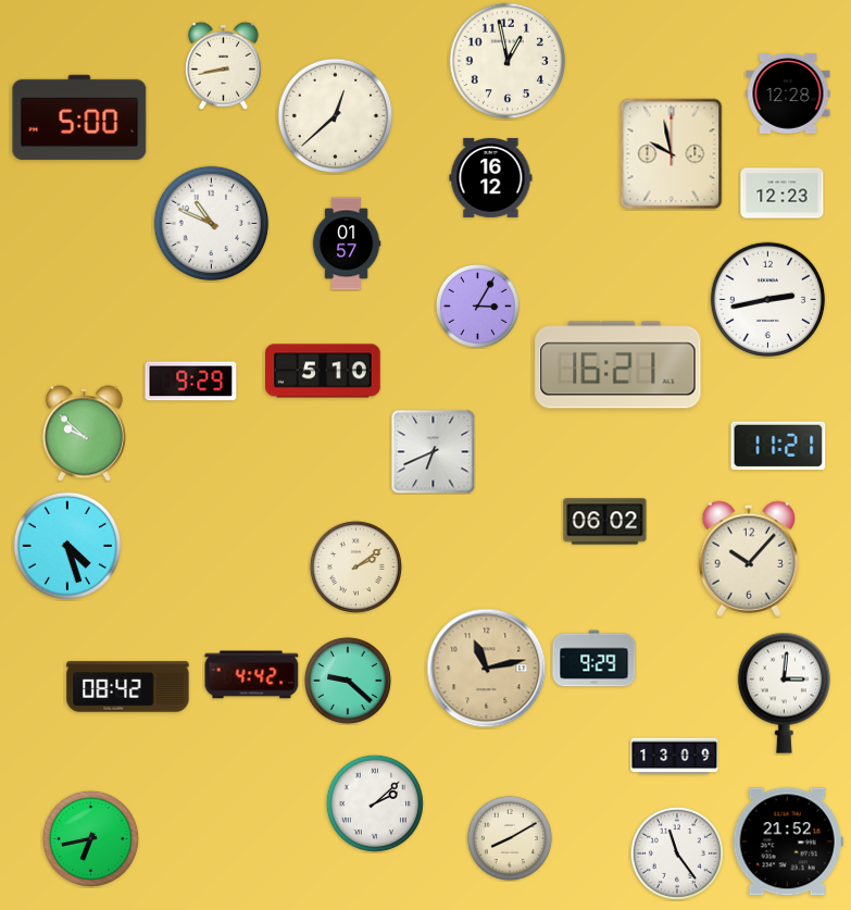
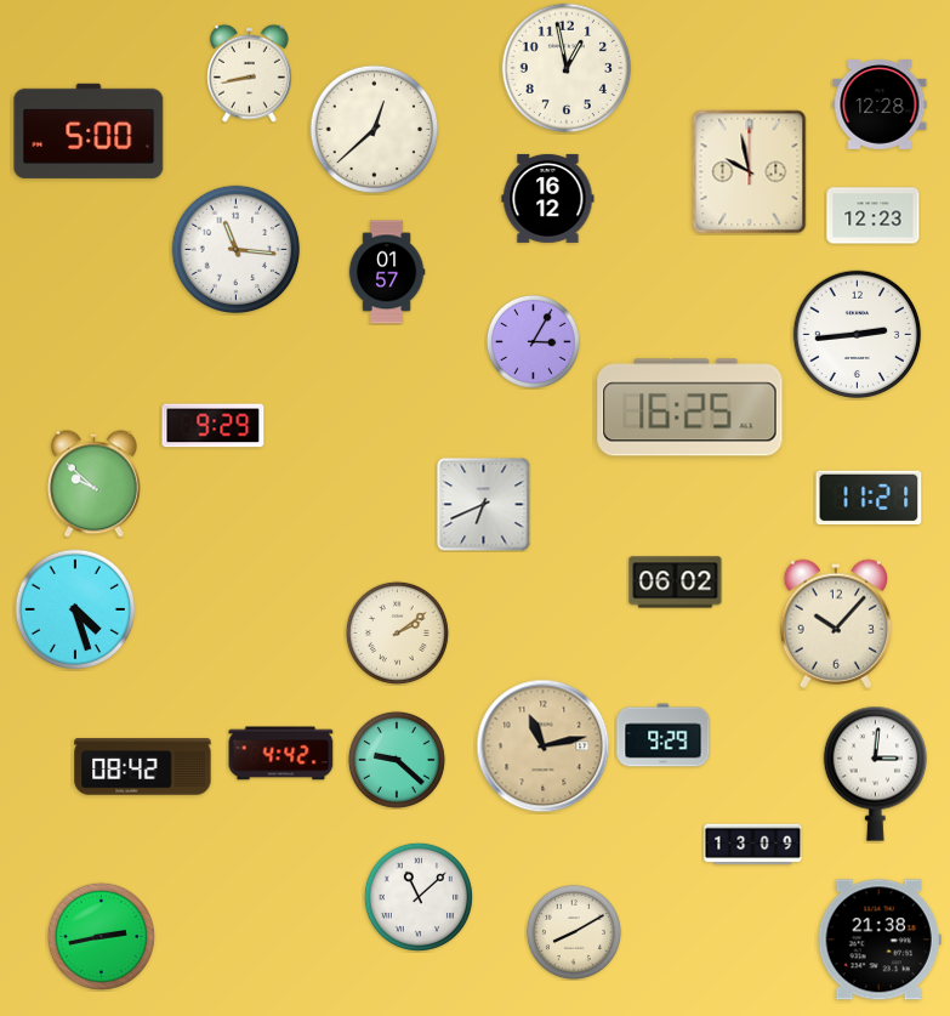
clock at (212, 224): 10:49 -> 11:16
clock at (768, 300): 2:43 -> 2:44
clock at (618, 365): 16:21 -> 16:25
clock at (323, 371): 5:10 -> none
clock at (348, 681) position: (348, 681) -> (397, 760)
clock at (375, 803): 2:08 -> 11:08
clock at (90, 838): 6:43 -> 2:43
clock at (510, 838) position: (510, 838) -> (574, 932)
clock at (788, 842): 21:52 -> 21:38
clock at (677, 853): 11:24 -> none
